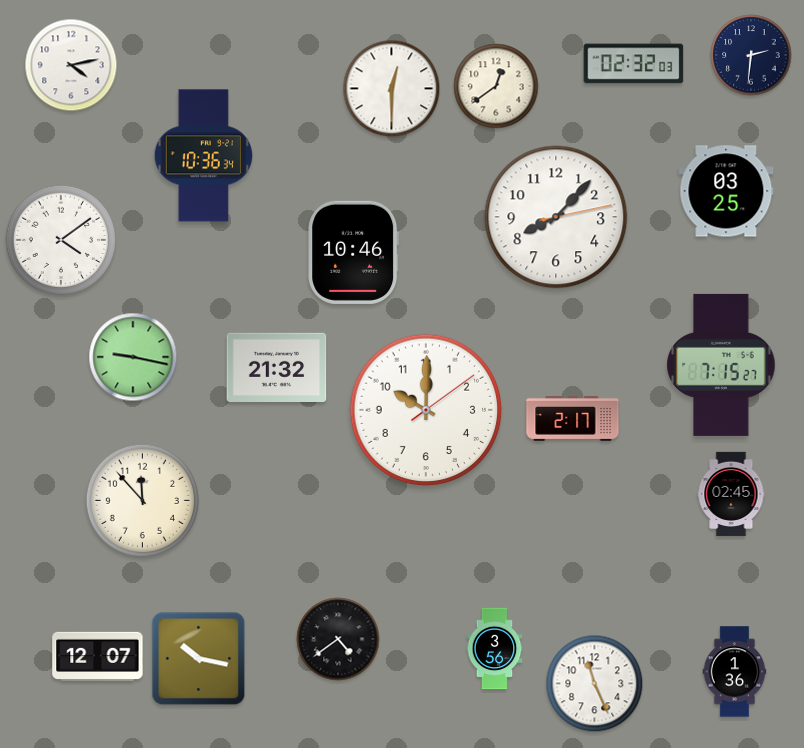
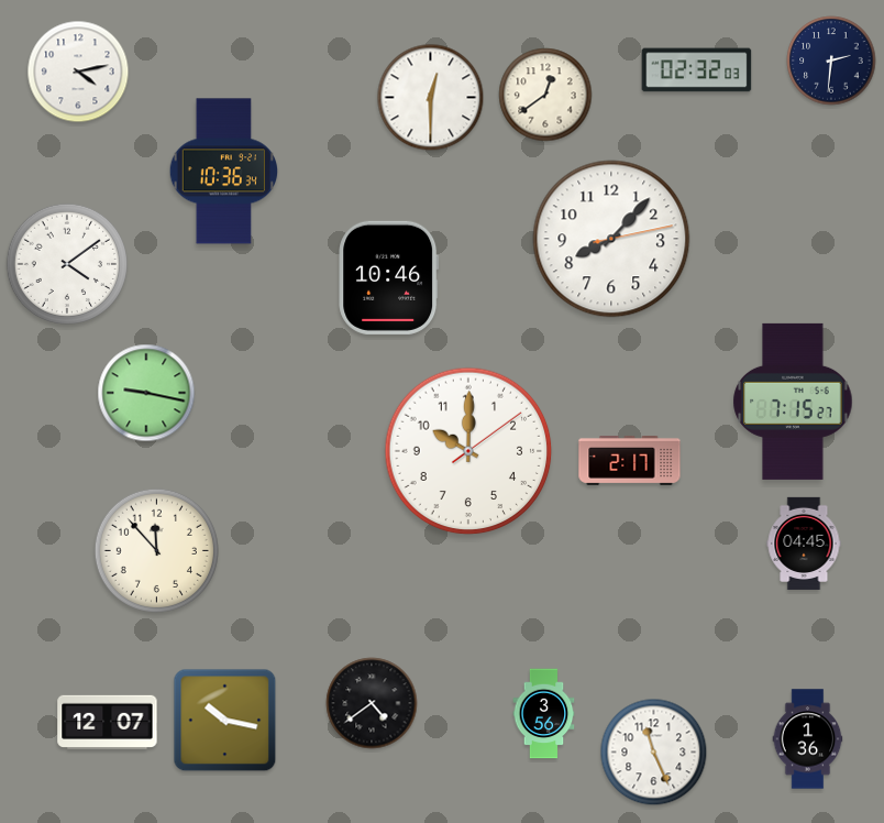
clock at (751, 55) position: (751, 55) -> (831, 61)
clock at (726, 191): 03:25 -> none
clock at (277, 367): 21:32 -> none
clock at (731, 494): 02:45 -> 04:45
clock at (199, 659) position: (199, 659) -> (225, 721)
